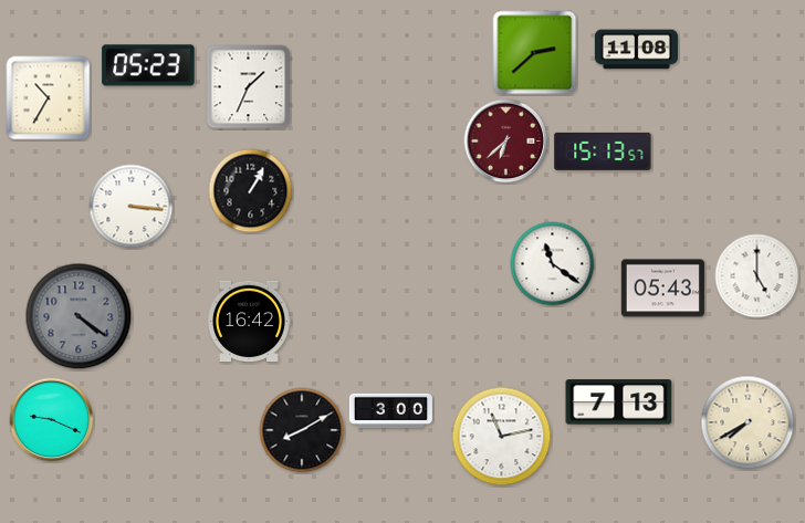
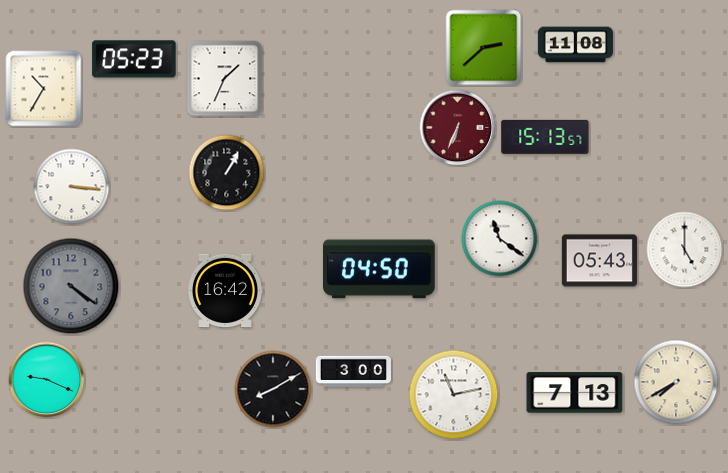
clock at (506, 142): 6:38 -> 6:34
clock at (132, 207) position: (132, 207) -> (72, 187)
clock at (380, 269): none -> 04:50
clock at (619, 402) position: (619, 402) -> (575, 393)
